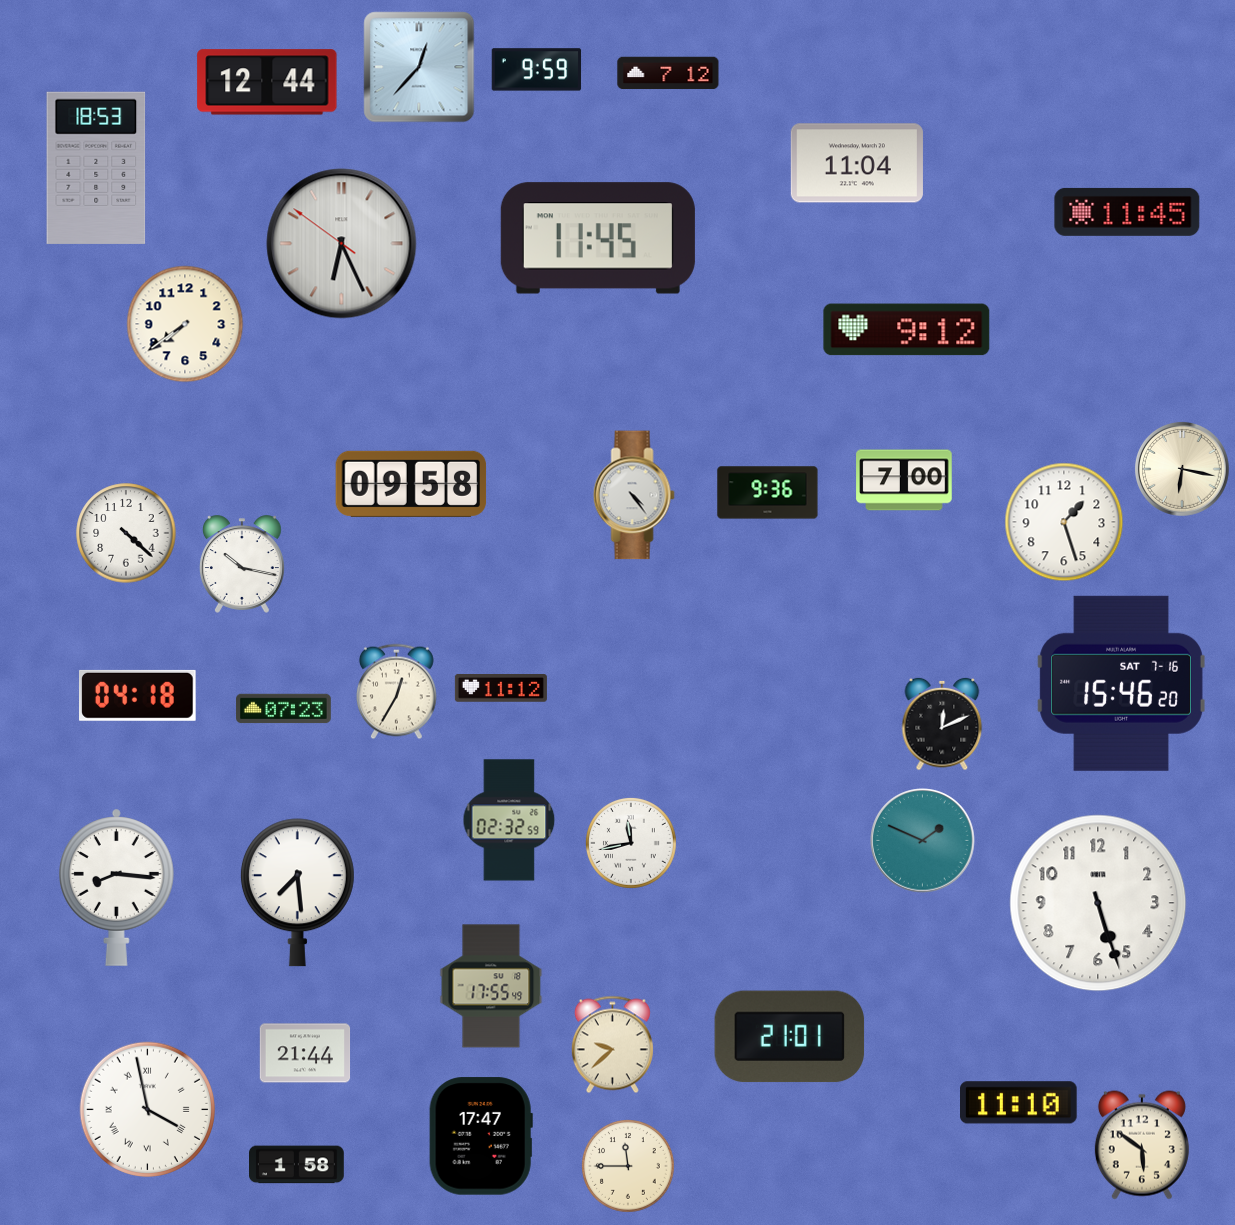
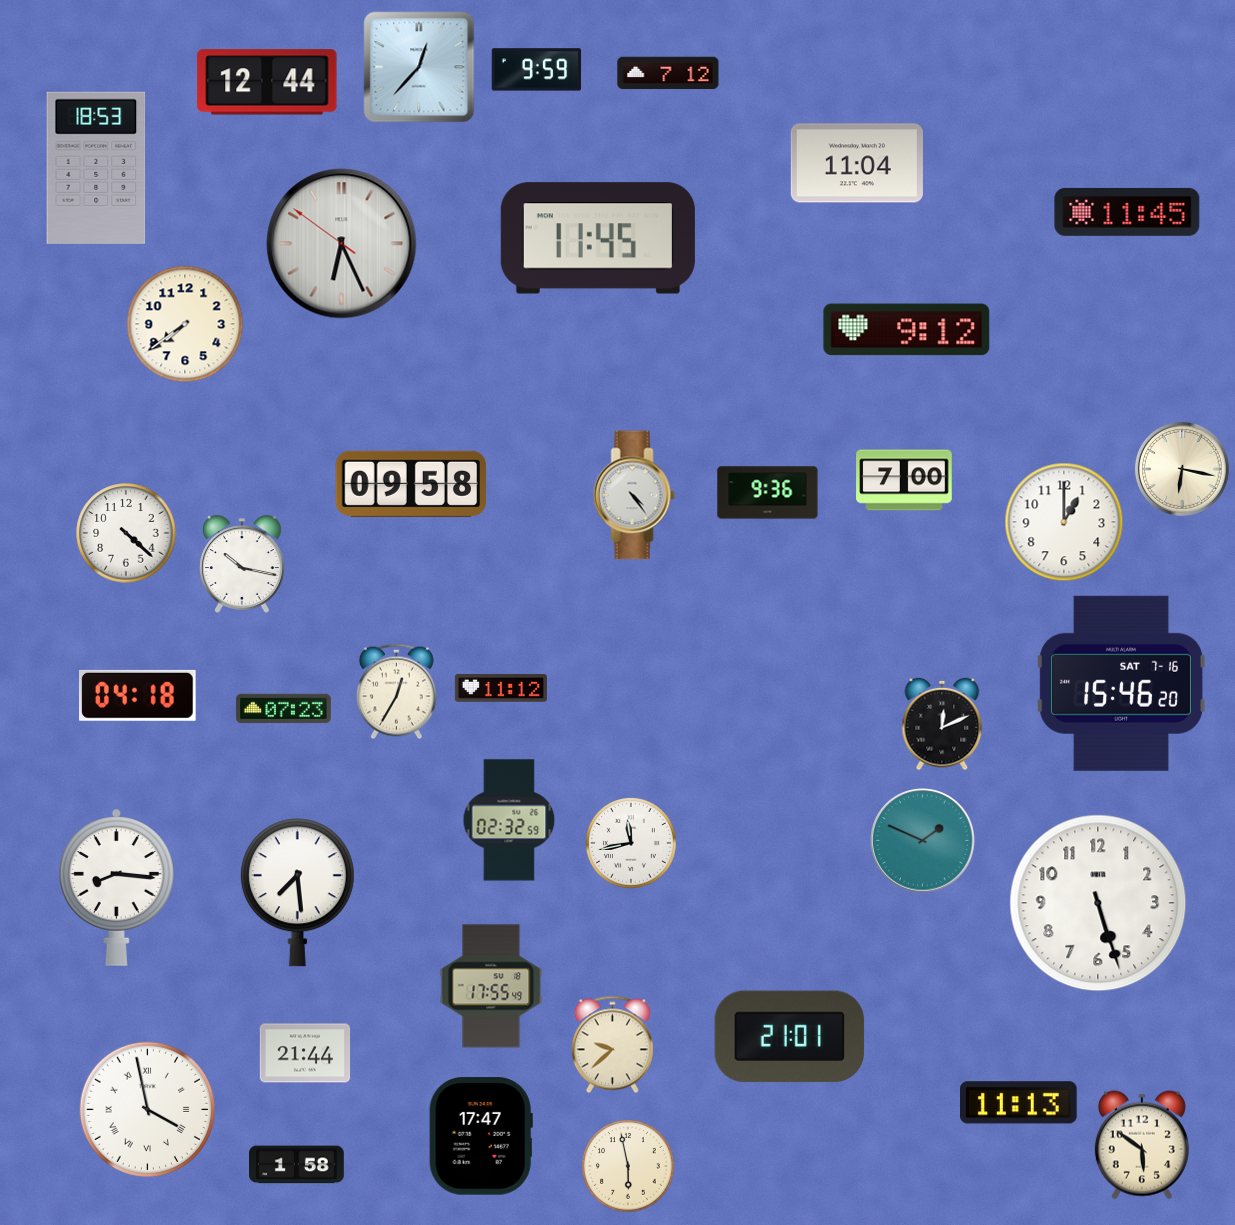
clock at (1064, 522): 1:27 -> 1:00
clock at (1019, 1103): 11:10 -> 11:13
clock at (629, 1167): 11:45 -> 5:58
